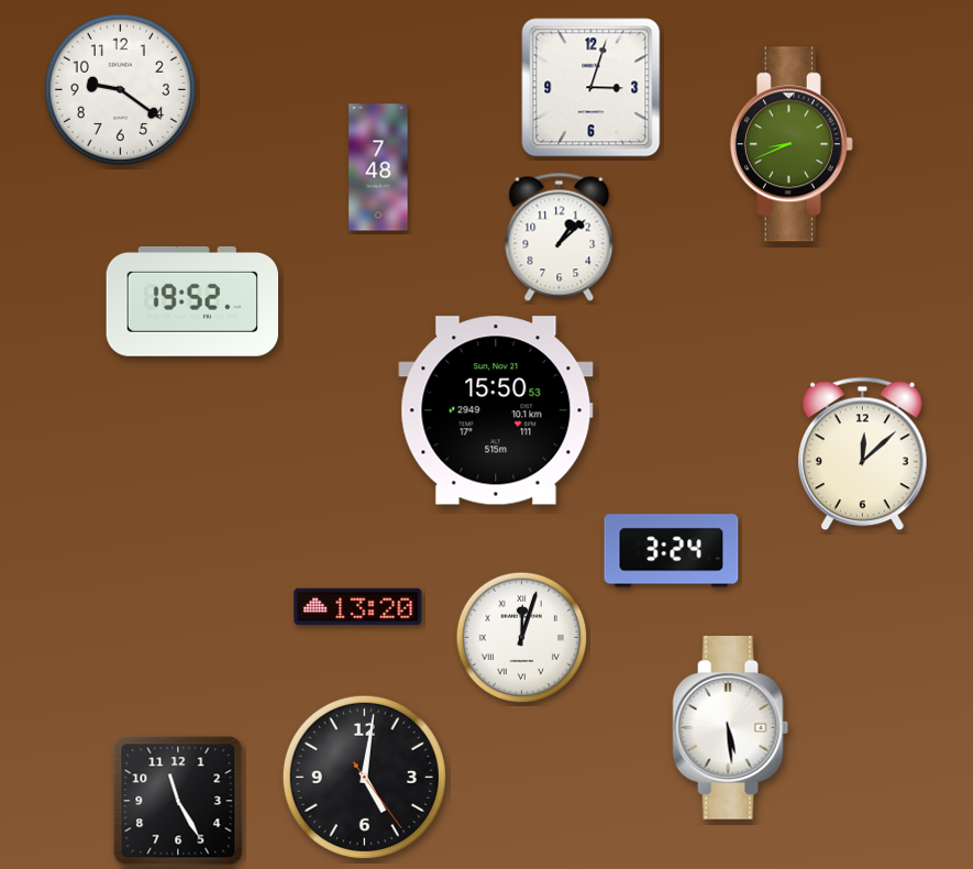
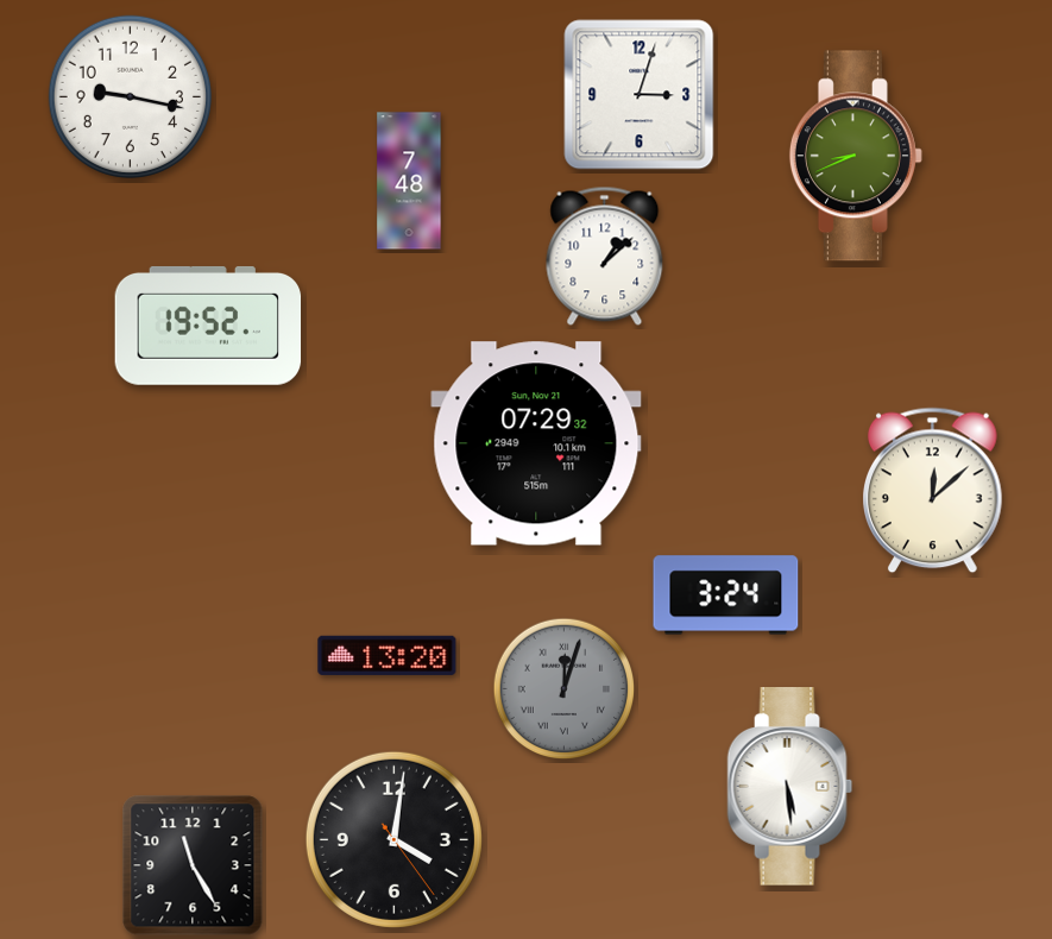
clock at (120, 89): 9:21 -> 9:17
clock at (496, 410): 15:50 -> 07:29
clock at (522, 638) dial: white -> grey
clock at (364, 777): 5:01 -> 4:01
